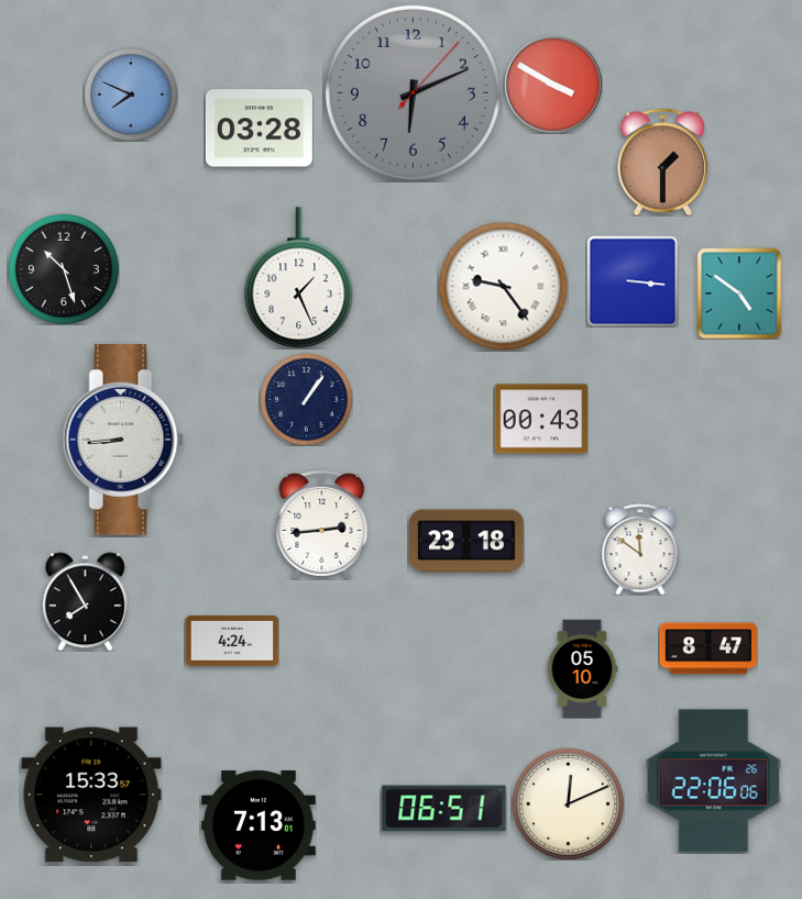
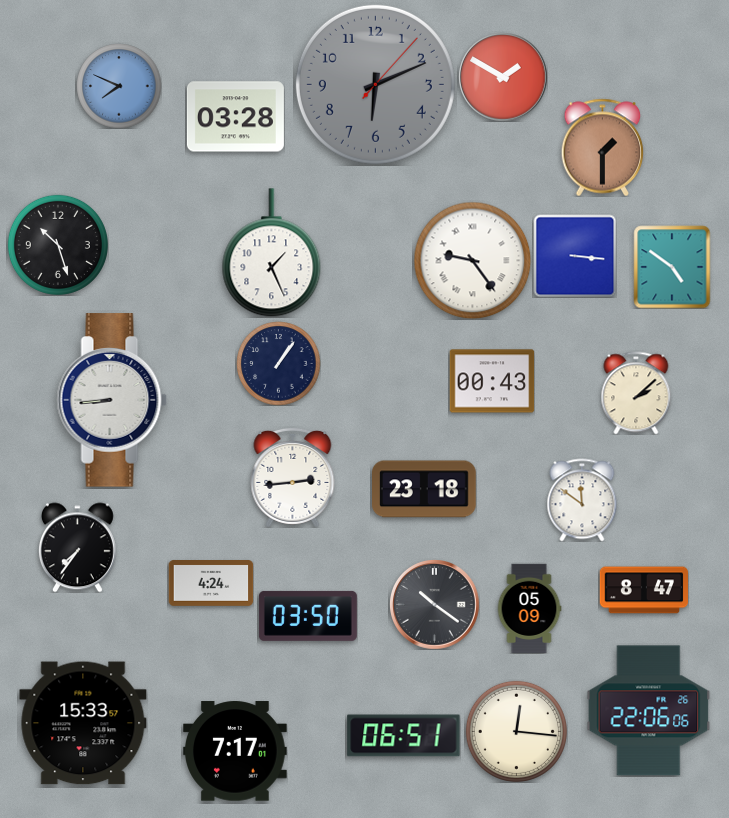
clock at (553, 85): 3:50 -> 1:50
clock at (503, 286) position: (503, 286) -> (472, 260)
clock at (636, 393): none -> 2:08
clock at (468, 541) position: (468, 541) -> (425, 489)
clock at (85, 601): 7:55 -> 7:36
clock at (434, 604): none -> 10:21
clock at (582, 668): 05:10 -> 05:09
clock at (308, 616): none -> 03:50
clock at (568, 803): 12:11 -> 12:16
clock at (260, 825): 7:13 -> 7:17
